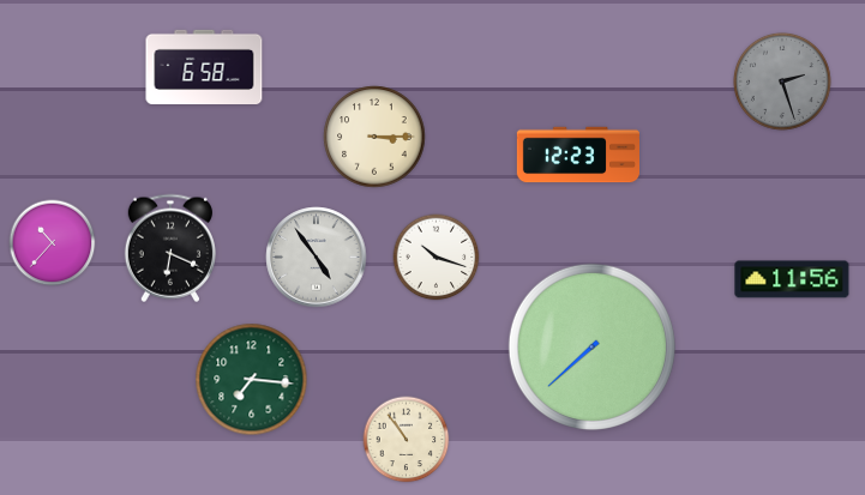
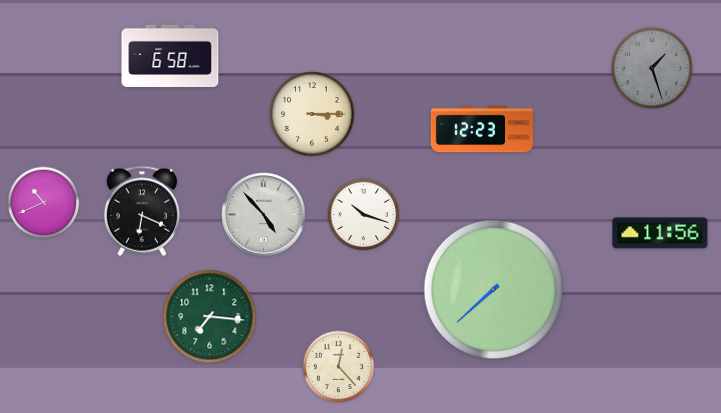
clock at (782, 83): 2:27 -> 1:27
clock at (53, 243): 10:37 -> 10:41
clock at (170, 248) position: (170, 248) -> (142, 211)
clock at (317, 258): 4:54 -> 4:53
clock at (407, 440): 10:54 -> 12:23
